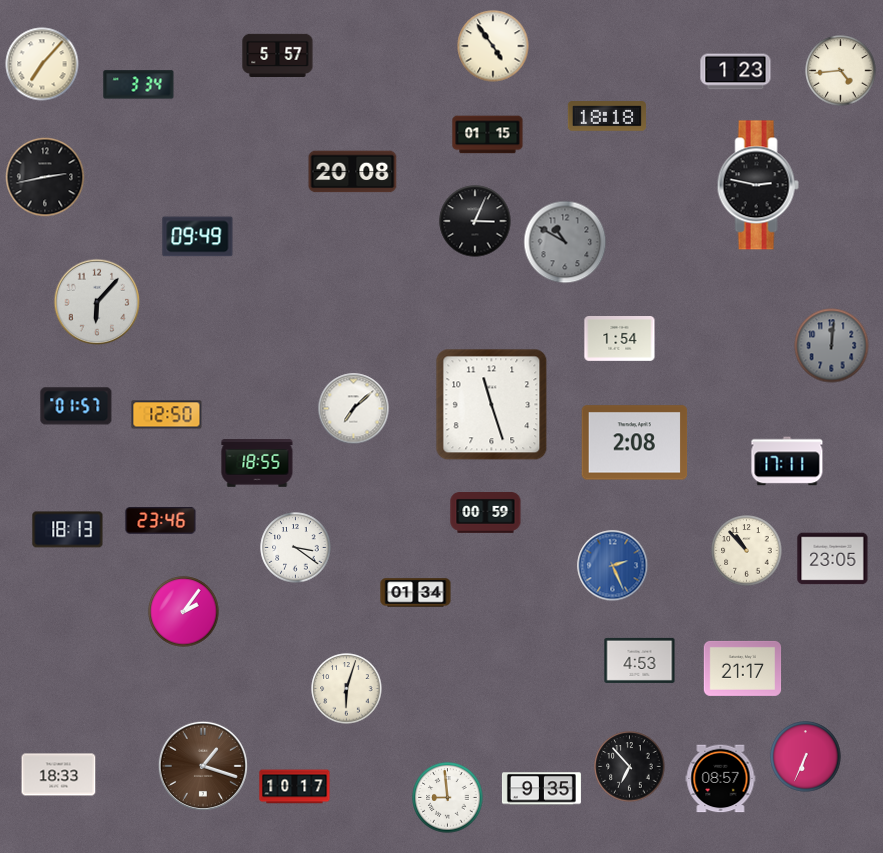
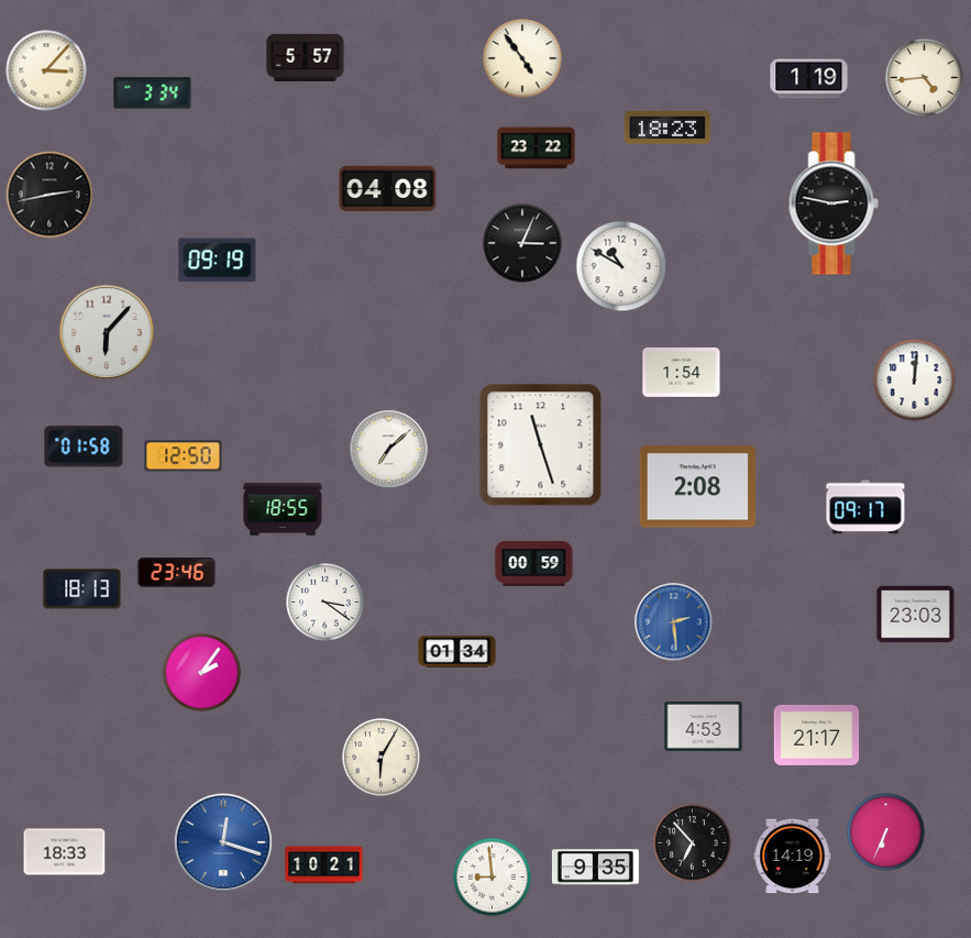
clock at (493, 46) position: (493, 46) -> (522, 58)
clock at (278, 55) position: (278, 55) -> (306, 57)
clock at (42, 64): 7:07 -> 3:07
clock at (736, 72): 1:23 -> 1:19
clock at (607, 117): 18:18 -> 18:23
clock at (488, 135): 01:15 -> 23:22
clock at (353, 172): 20:08 -> 04:08
clock at (198, 237): 09:49 -> 09:19
clock at (565, 242) dial: grey -> white
clock at (832, 346) dial: grey -> white
clock at (76, 406): 01:57 -> 01:58
clock at (787, 461): 17:11 -> 09:17
clock at (68, 530) position: (68, 530) -> (82, 589)
clock at (747, 551): 10:53 -> none
clock at (833, 559): 23:05 -> 23:03
clock at (613, 566): 2:26 -> 2:29
clock at (347, 689): 6:03 -> 6:05
clock at (203, 766): 1:18 -> 12:18
clock at (203, 766) dial: brown -> blue
clock at (721, 779): 08:57 -> 14:19
clock at (295, 787): 10:17 -> 10:21
